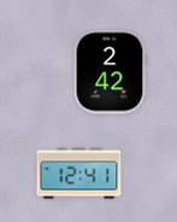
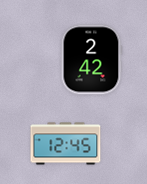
clock at (79, 174): 12:41 -> 12:45
